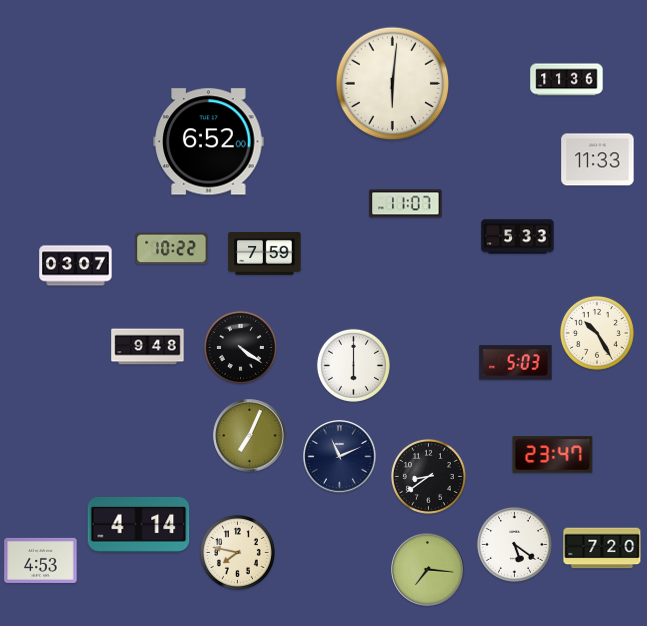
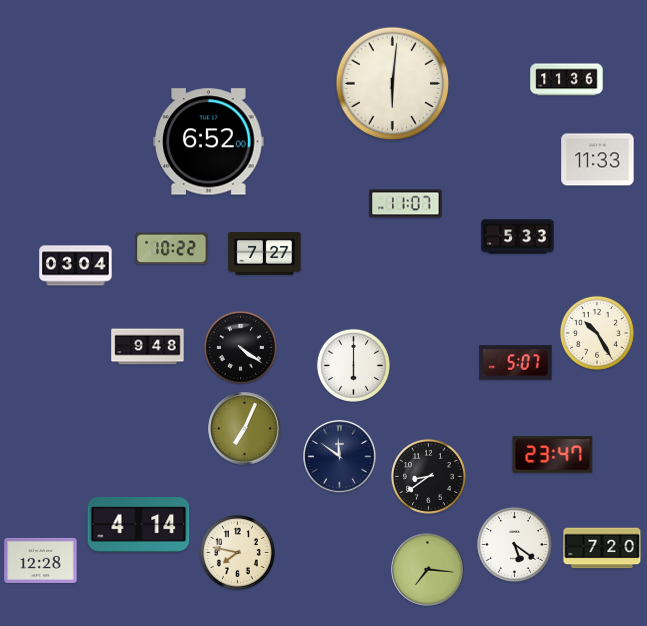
clock at (265, 253): 7:59 -> 7:27
clock at (76, 266): 03:07 -> 03:04
clock at (516, 363): 5:03 -> 5:07
clock at (250, 436) position: (250, 436) -> (245, 429)
clock at (340, 457): 11:11 -> 11:51
clock at (41, 560): 4:53 -> 12:28
